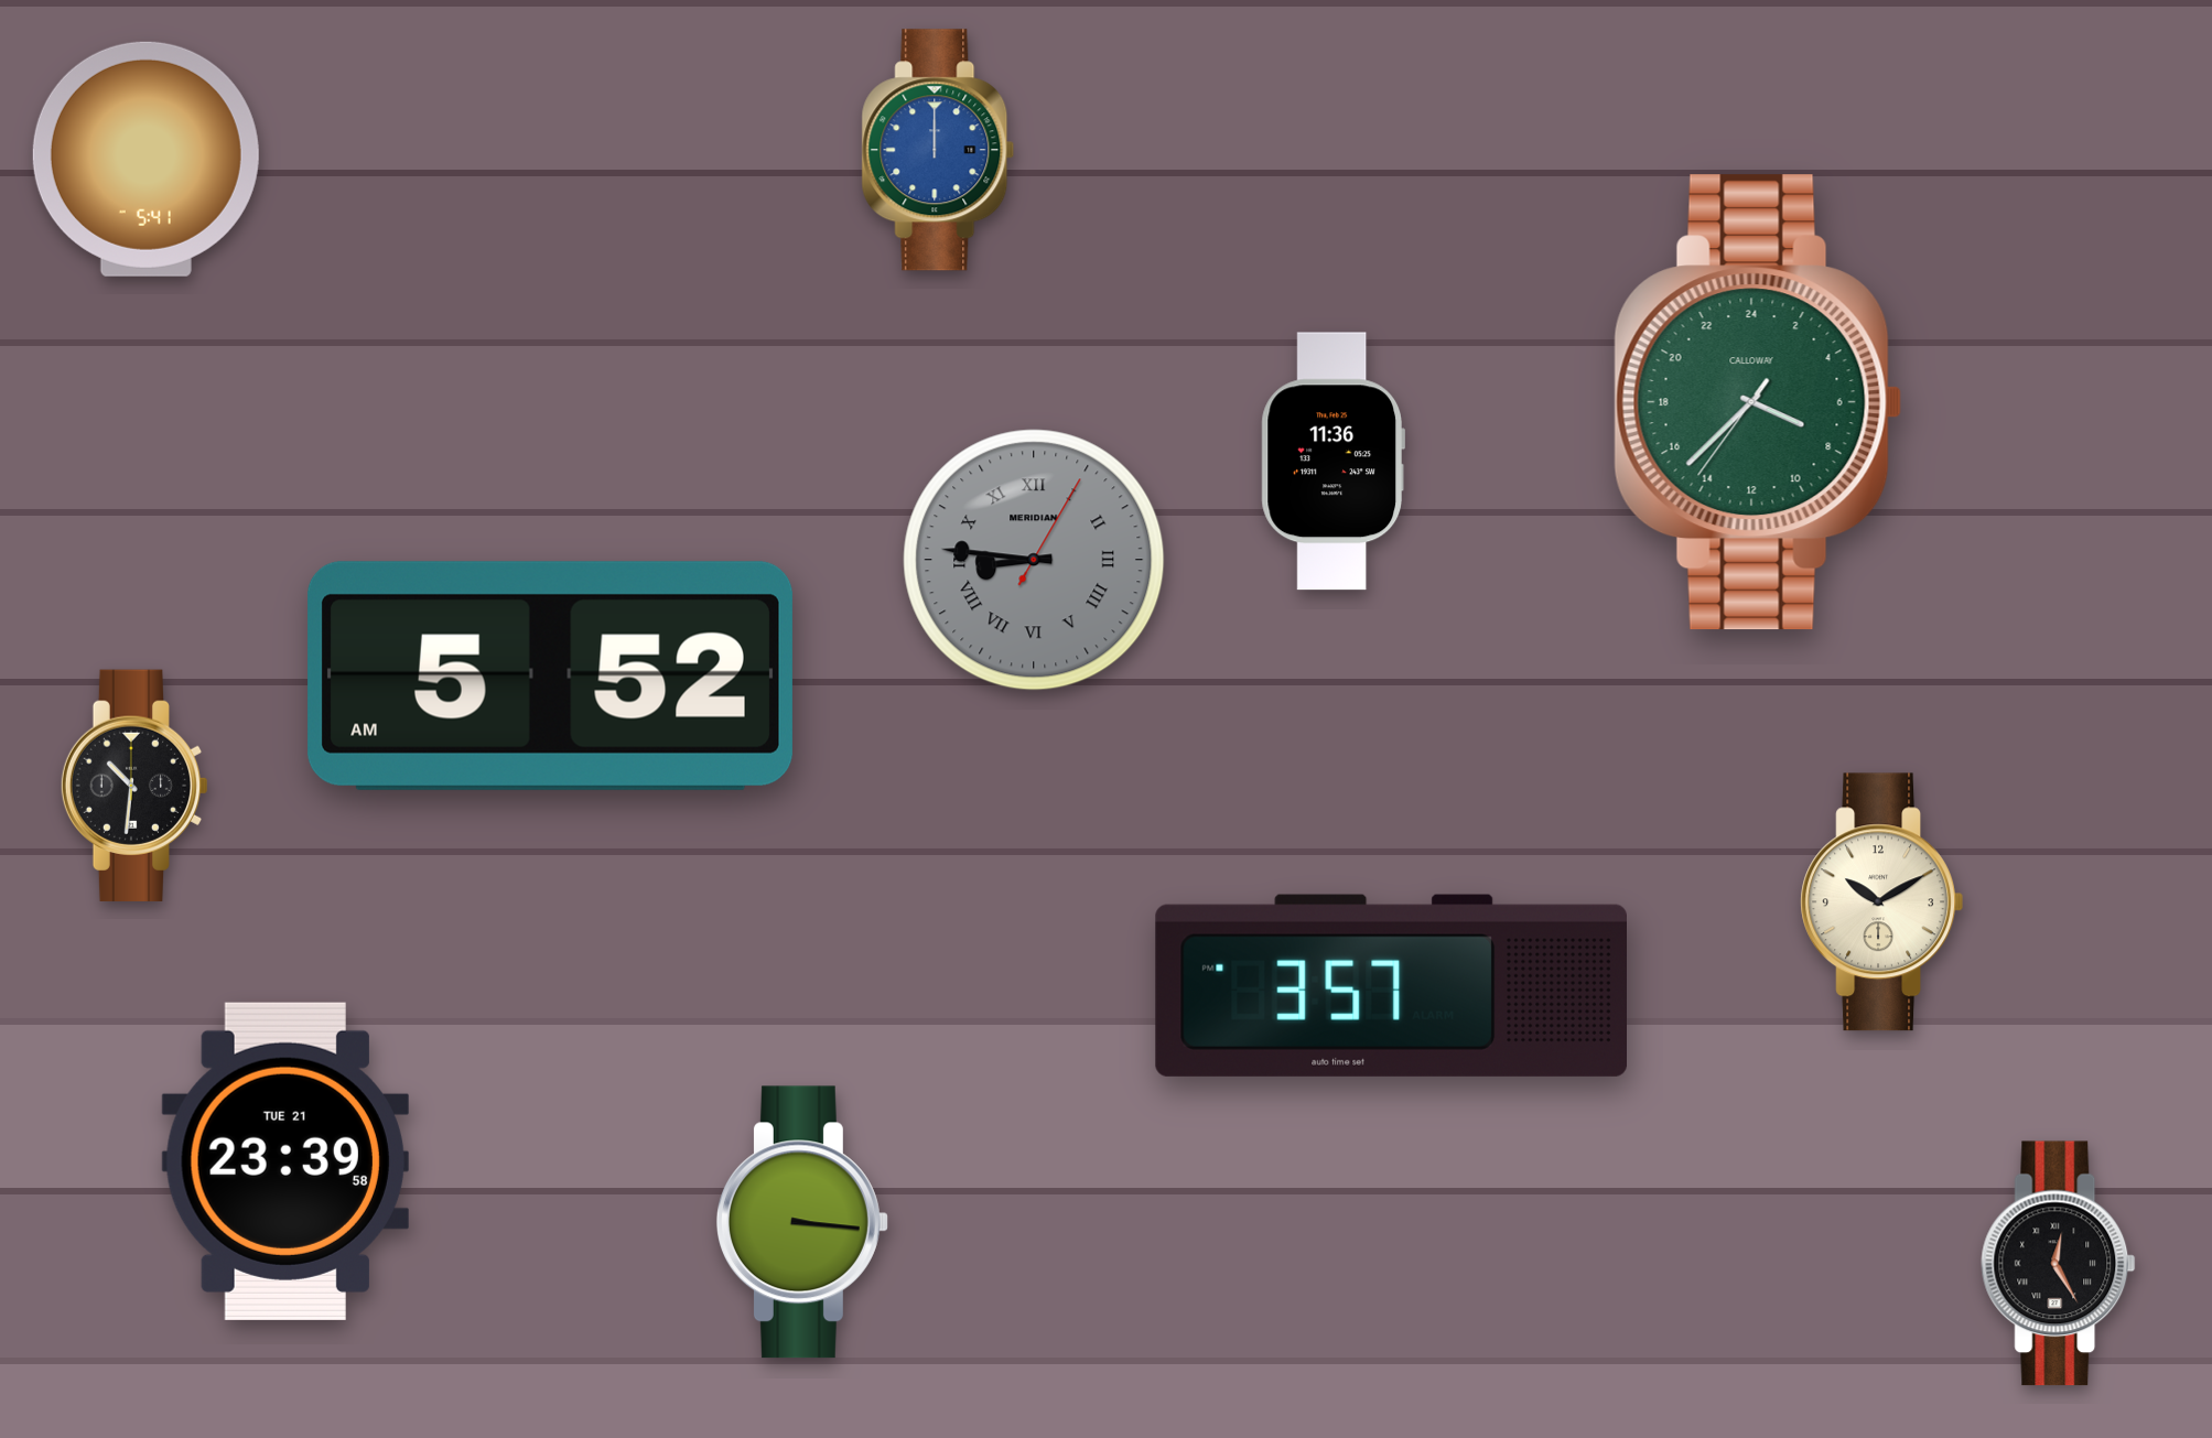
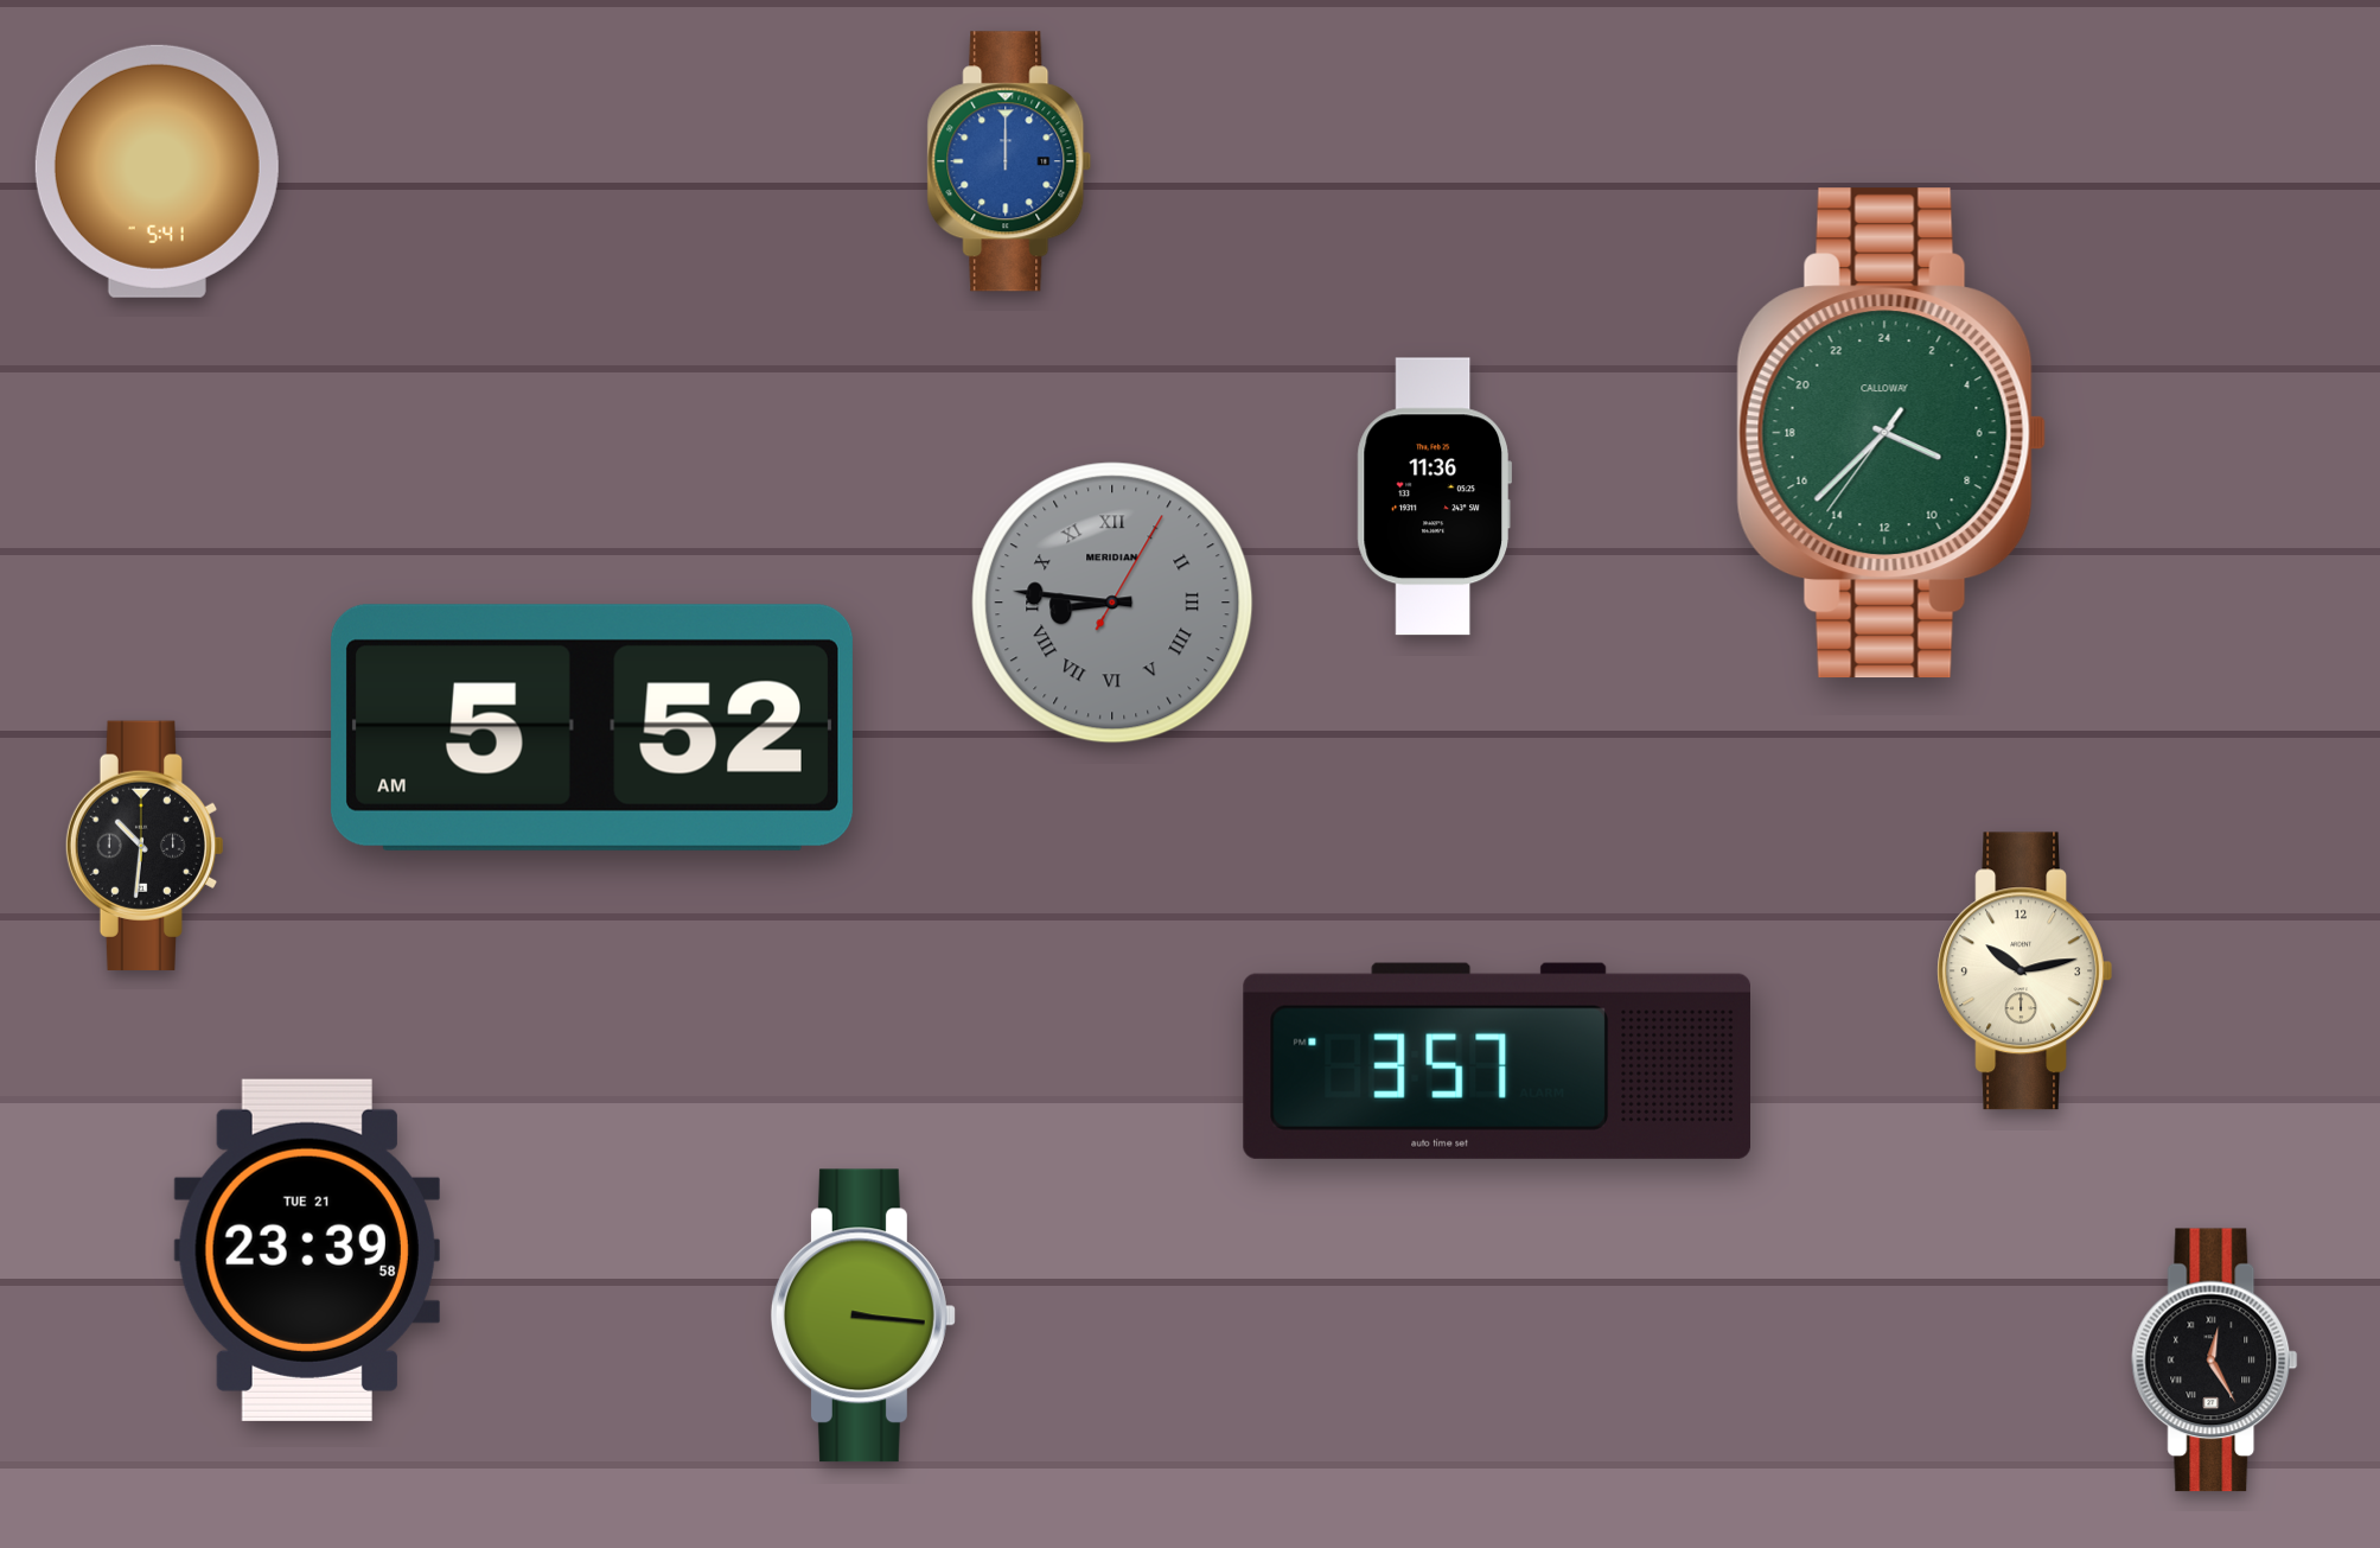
clock at (1881, 902): 10:10 -> 10:13
